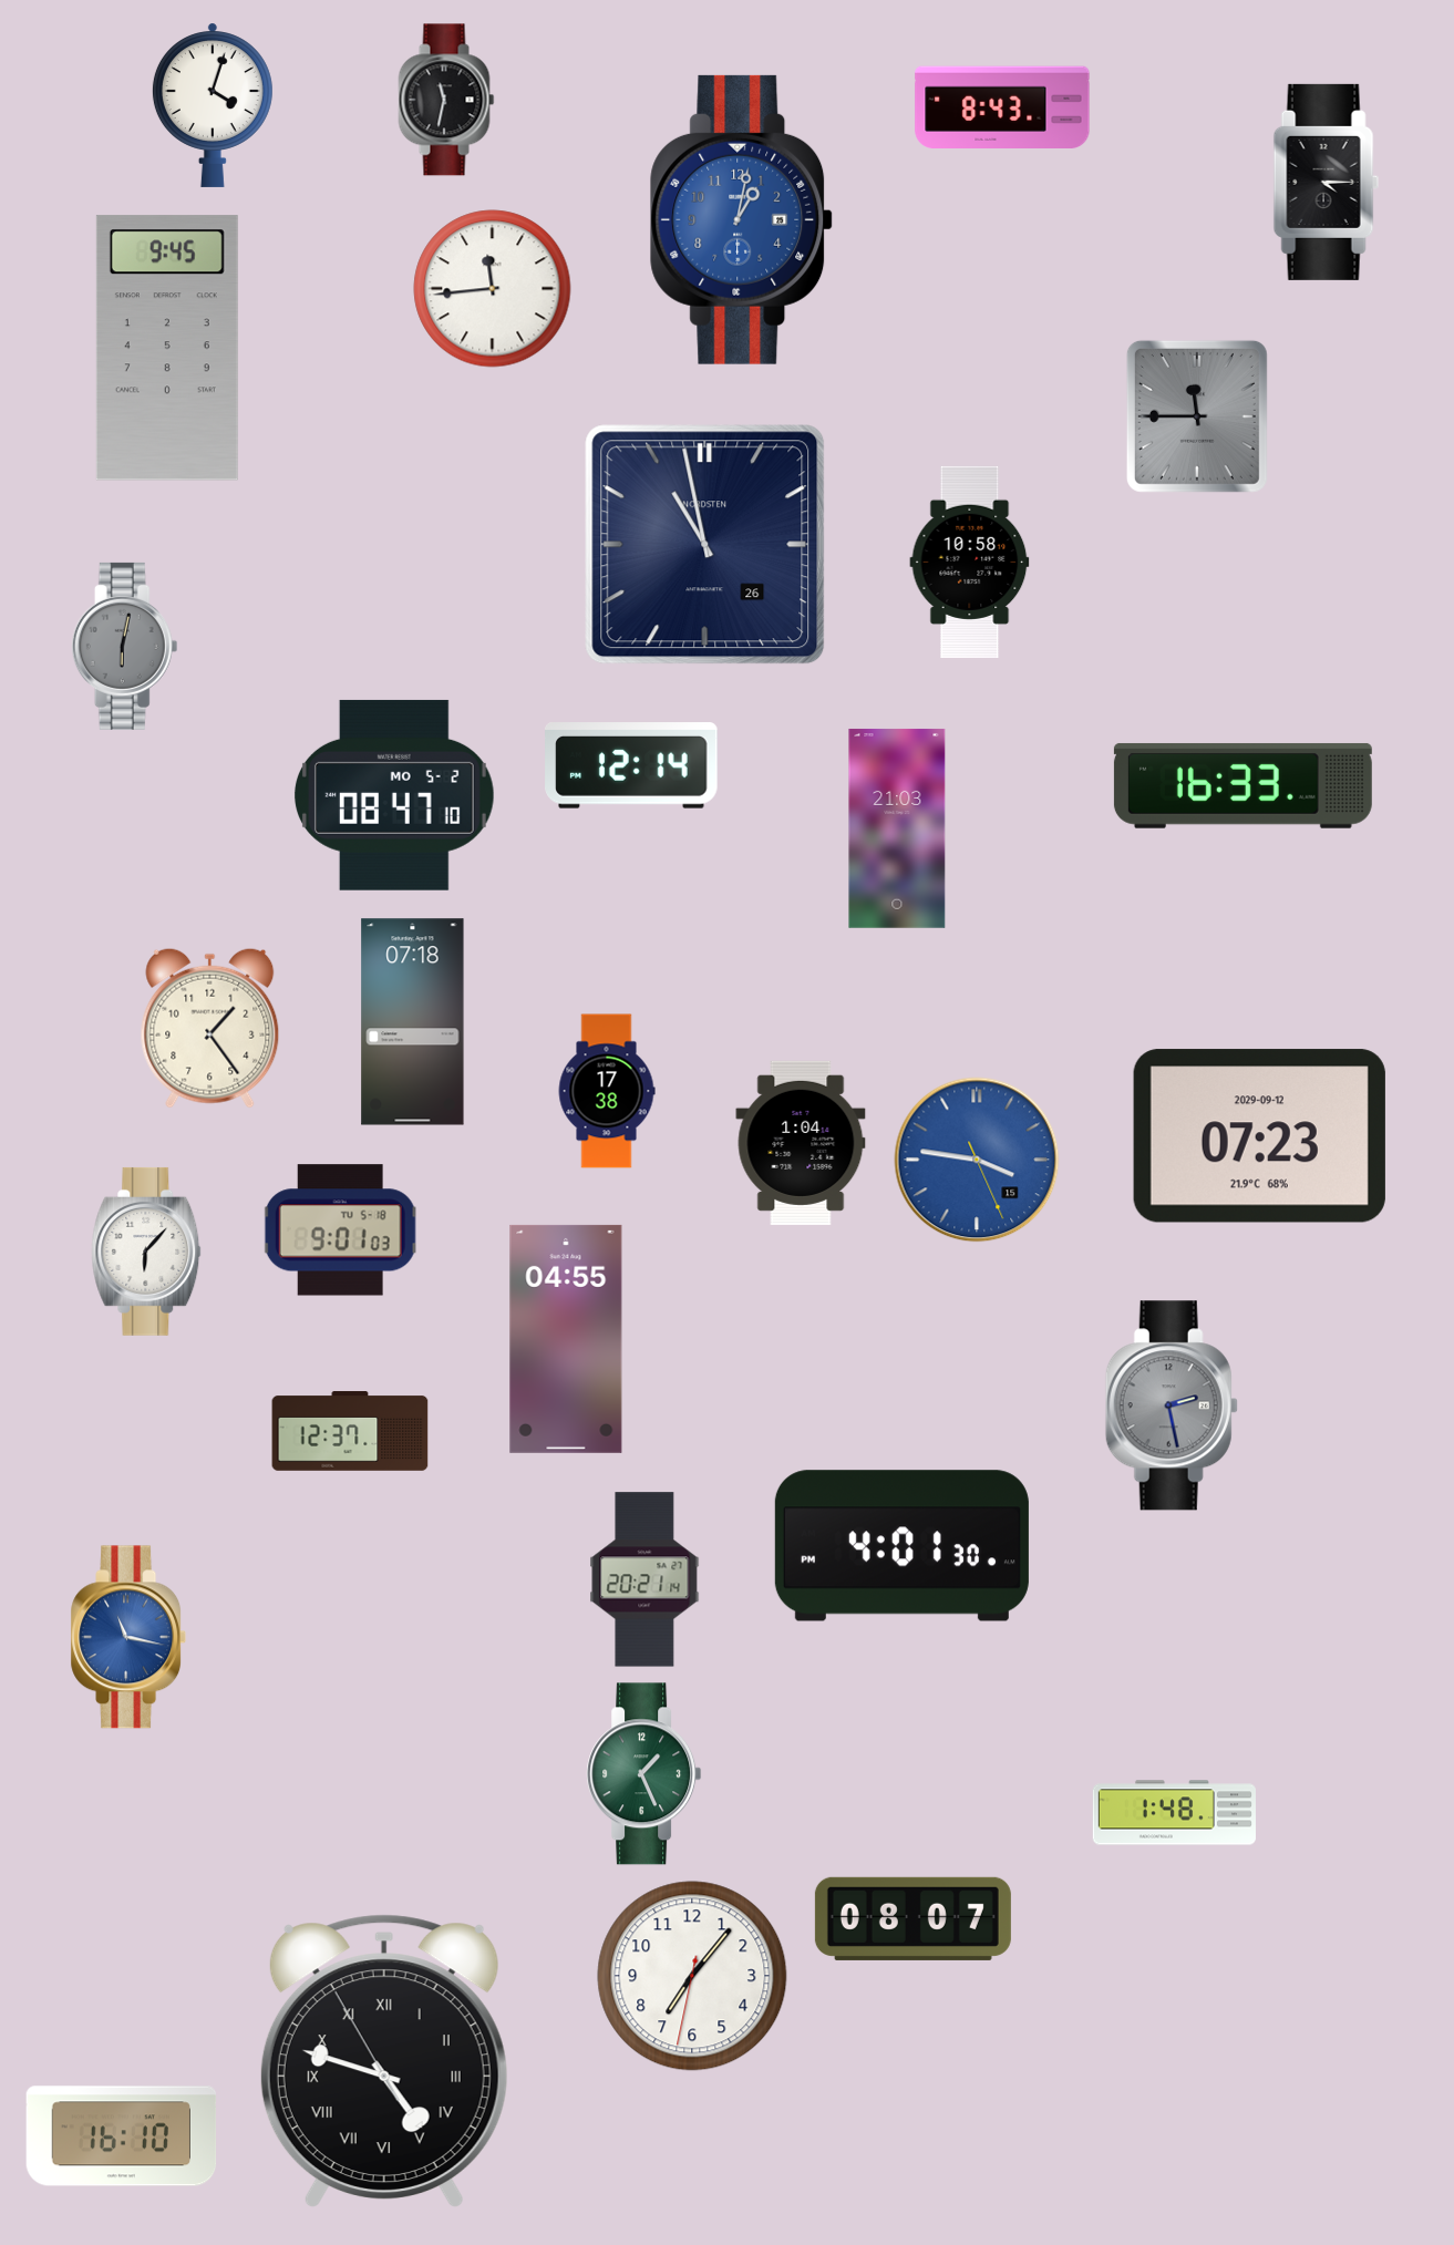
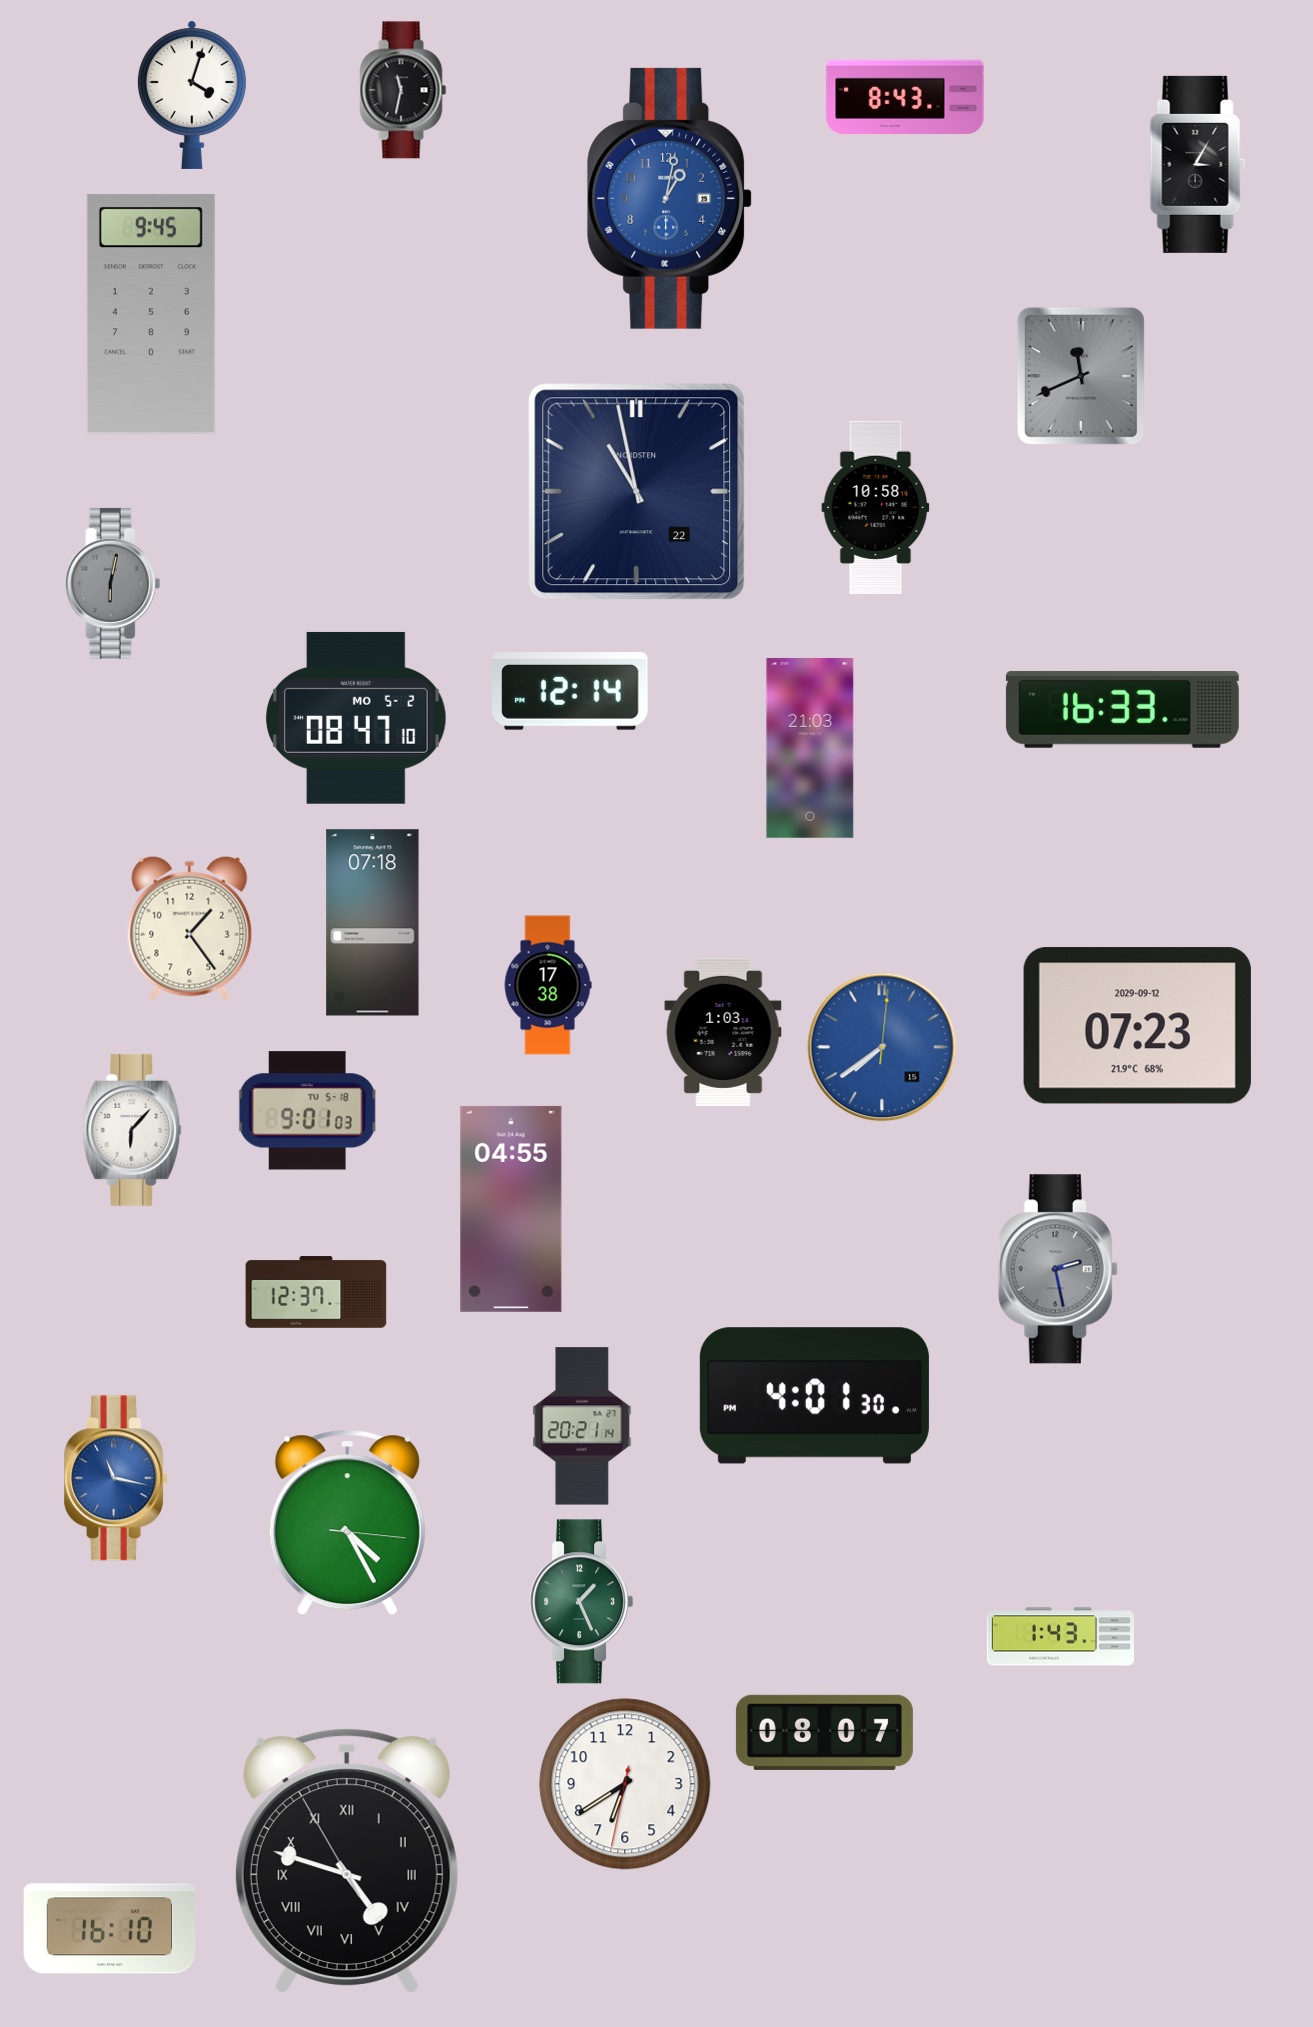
clock at (1326, 182): 4:15 -> 3:05
clock at (493, 289): 11:44 -> none
clock at (1197, 416): 11:45 -> 11:41
clock at (705, 545) date: 26 -> 22
clock at (801, 1143): 1:04 -> 1:03
clock at (977, 1160): 3:46 -> 7:39
clock at (347, 1523): none -> 4:25
clock at (1174, 1813): 1:48 -> 1:43
clock at (692, 1976): 7:06 -> 6:39
